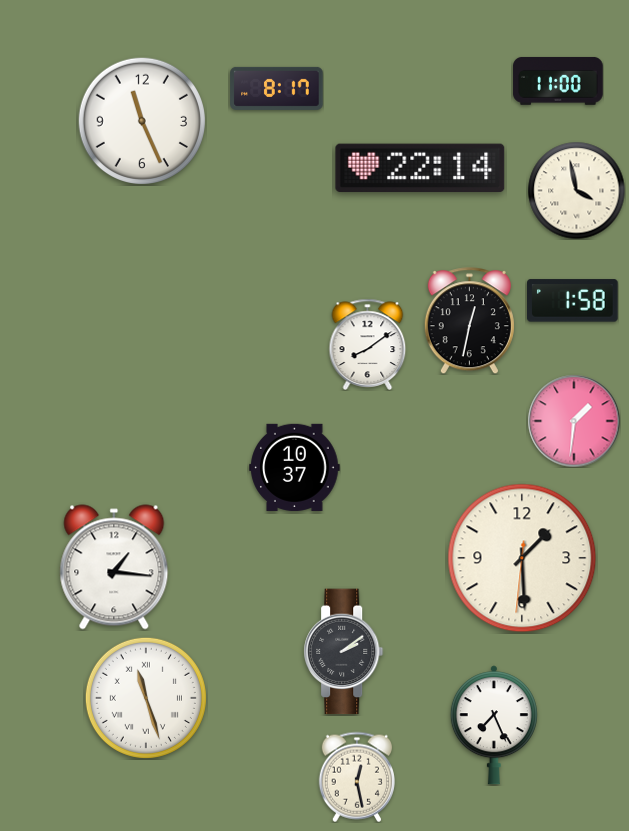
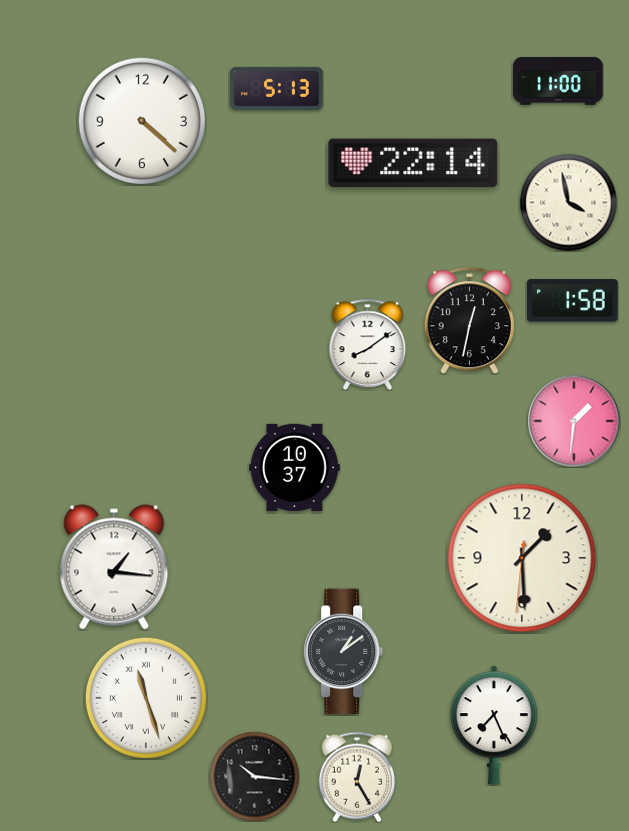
clock at (277, 88): 8:17 -> 5:13
clock at (141, 120): 11:26 -> 4:22
clock at (420, 168) position: (420, 168) -> (413, 163)
clock at (576, 190) position: (576, 190) -> (568, 202)
clock at (344, 652): 2:09 -> 1:09
clock at (254, 776): none -> 10:16
clock at (357, 777): 12:28 -> 12:25
